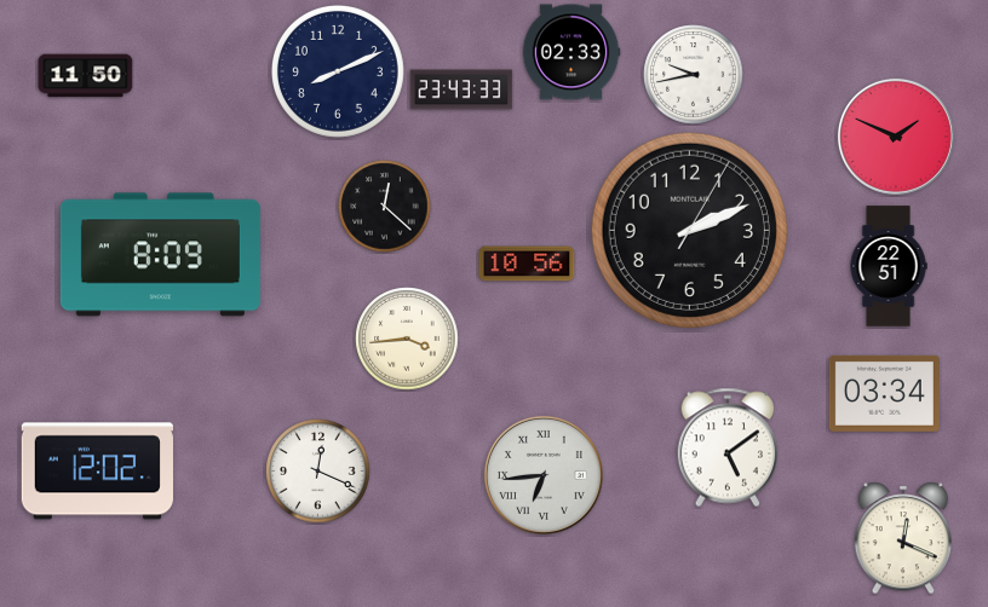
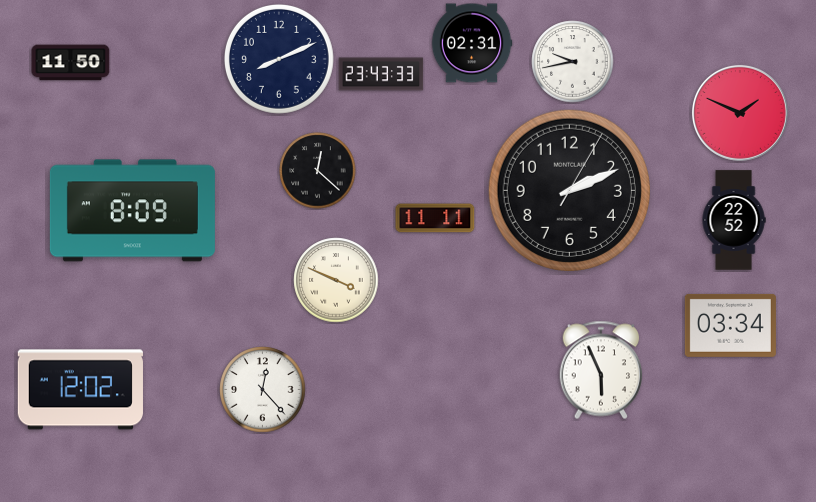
clock at (571, 52): 02:33 -> 02:31
clock at (527, 264): 10:56 -> 11:11
clock at (889, 266): 22:51 -> 22:52
clock at (407, 339): 3:44 -> 3:49
clock at (728, 447): 5:09 -> 5:56
clock at (318, 472): 12:19 -> 12:23
clock at (544, 475): 6:44 -> none
clock at (903, 538): 12:19 -> none
